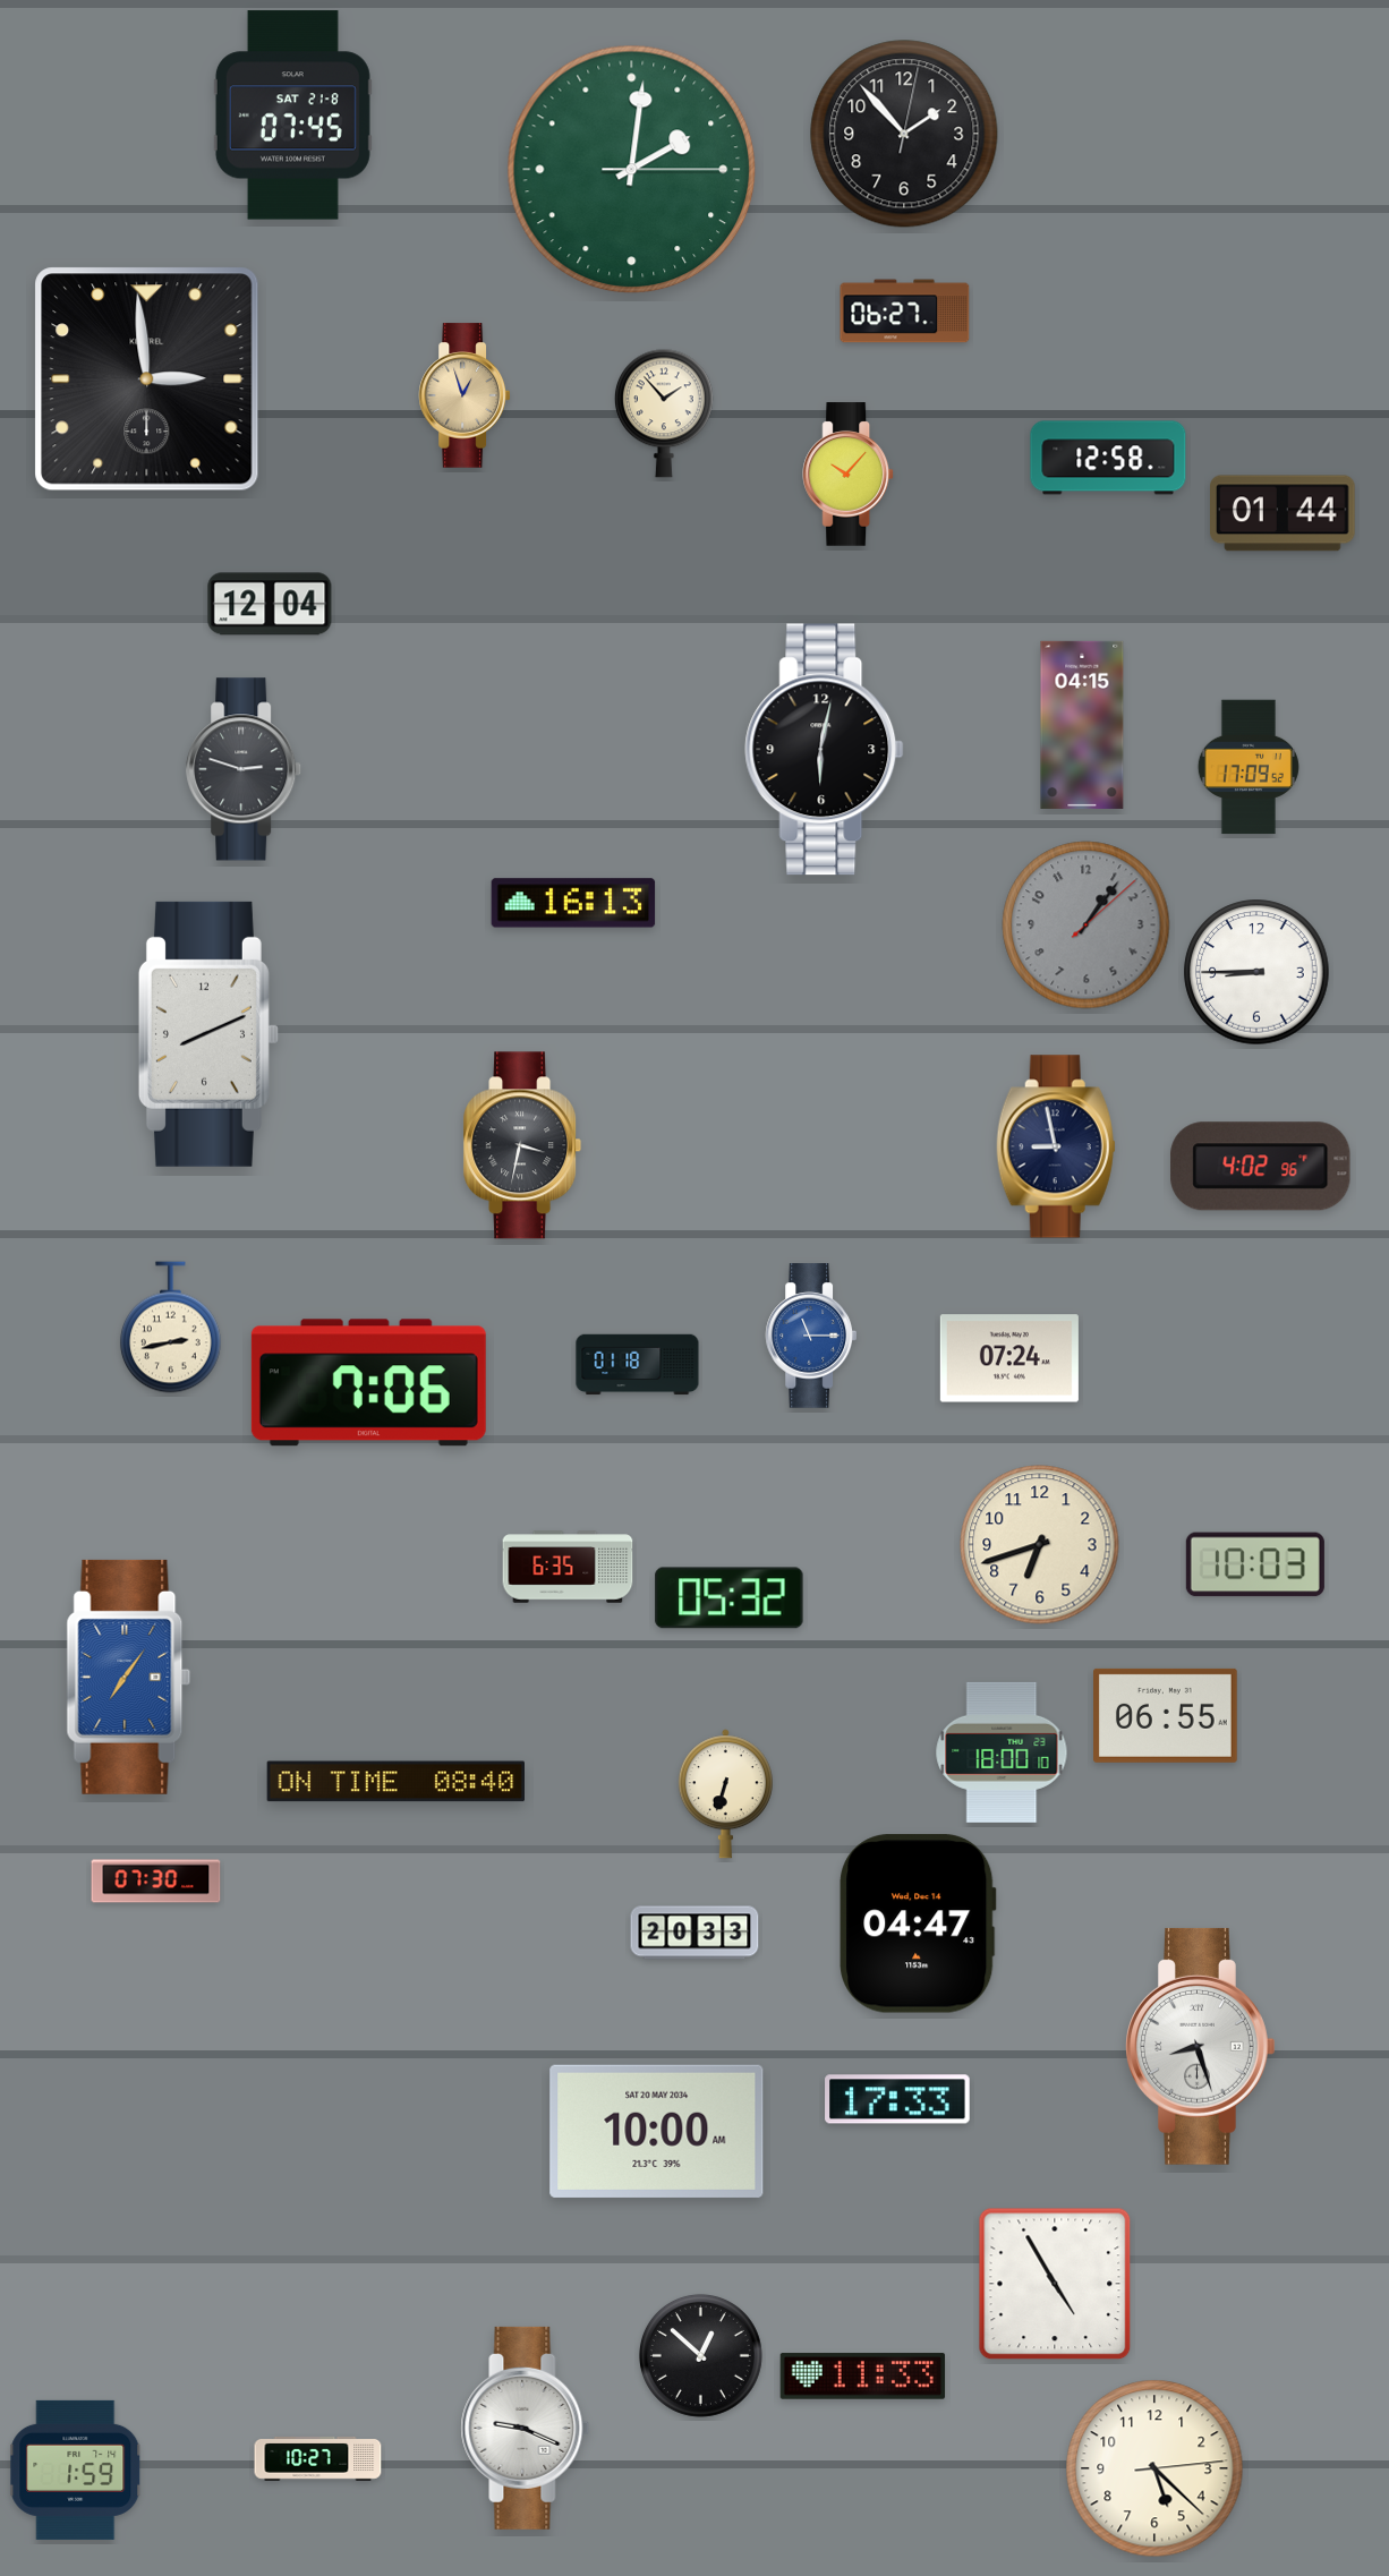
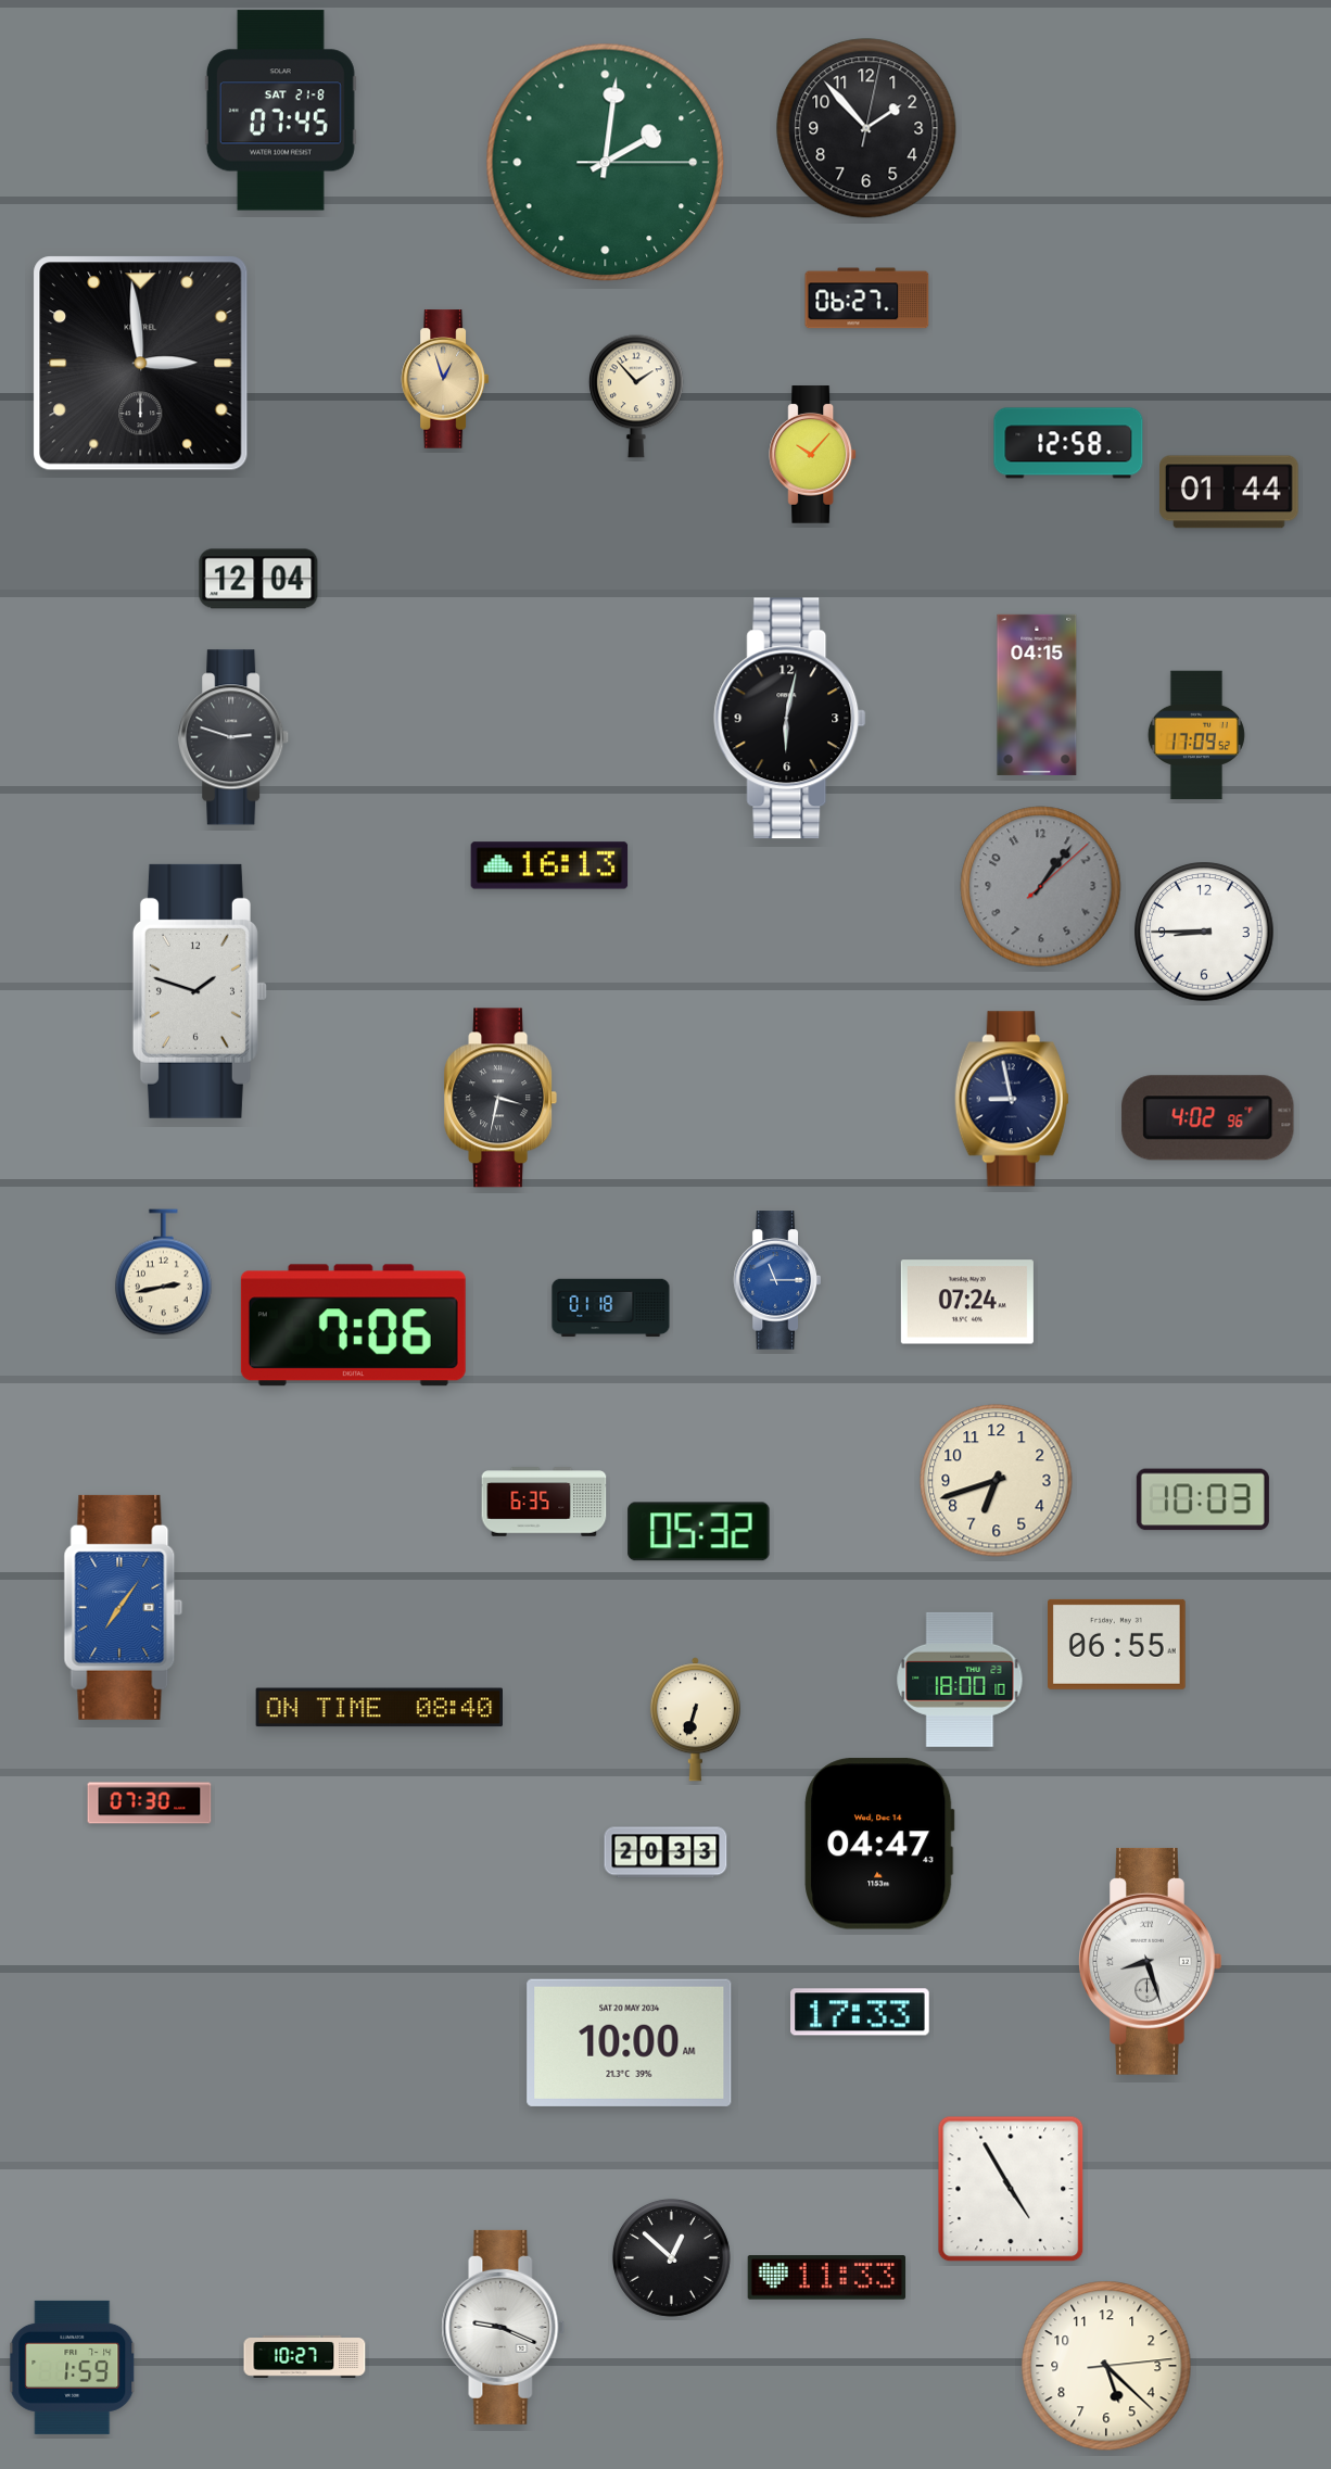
clock at (1108, 458) position: (1108, 458) -> (1068, 443)
clock at (208, 1034): 8:11 -> 1:48
